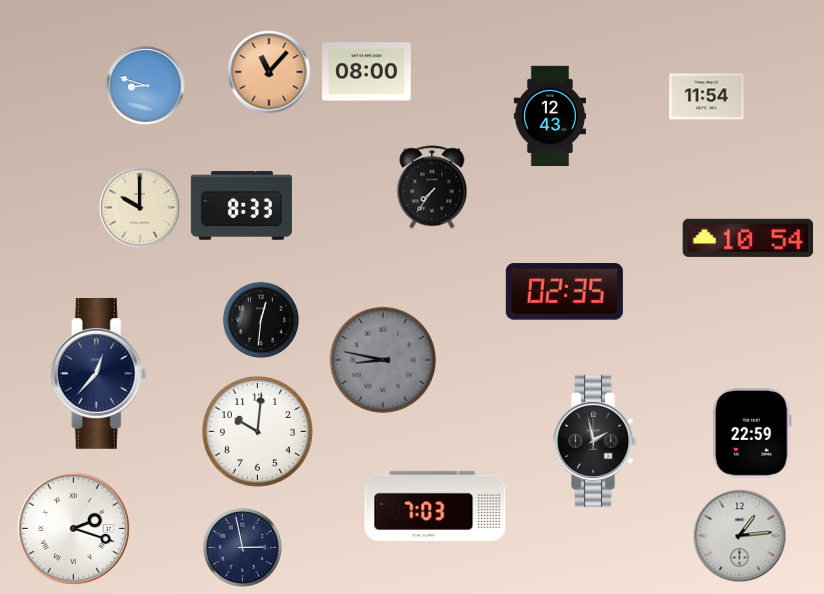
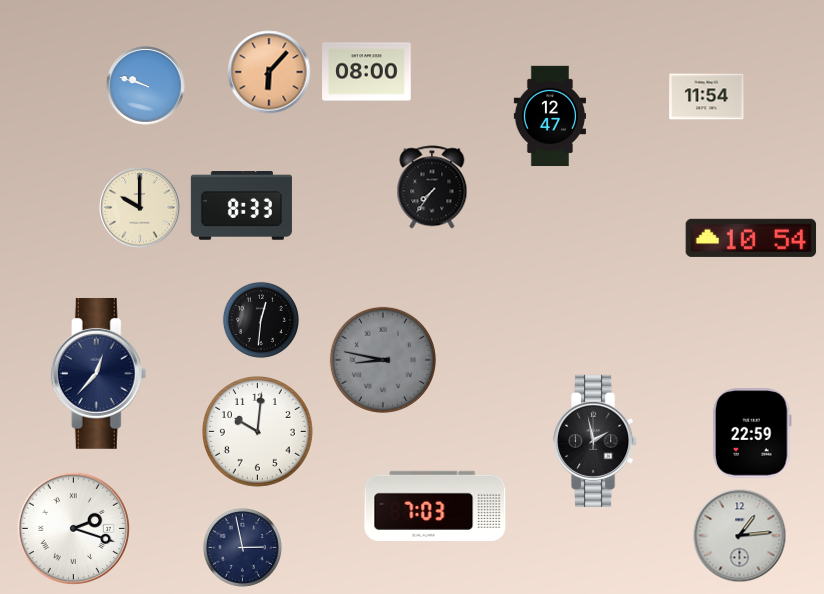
clock at (269, 72): 11:07 -> 6:07
clock at (146, 86): 8:48 -> 9:48
clock at (549, 116): 12:43 -> 12:47
clock at (748, 238) position: (748, 238) -> (751, 238)
clock at (564, 292): 02:35 -> none
